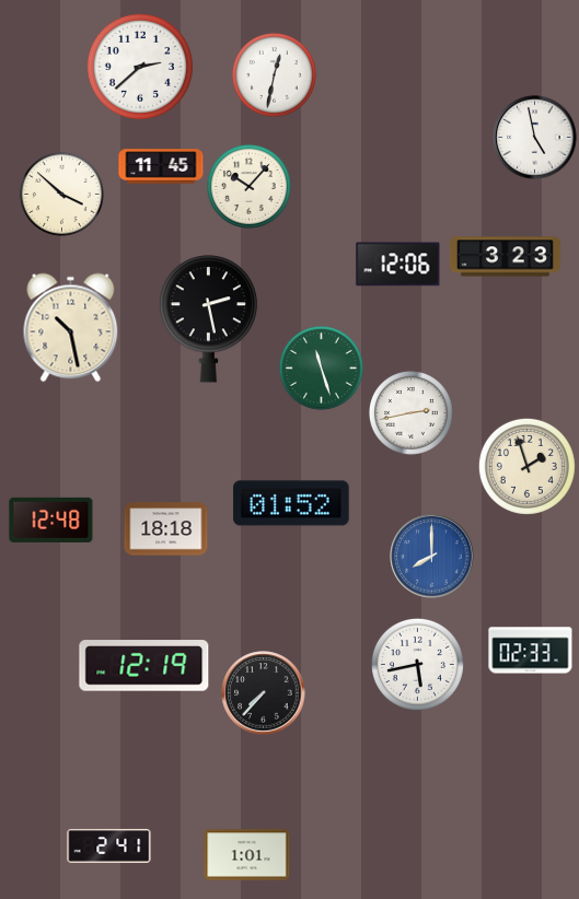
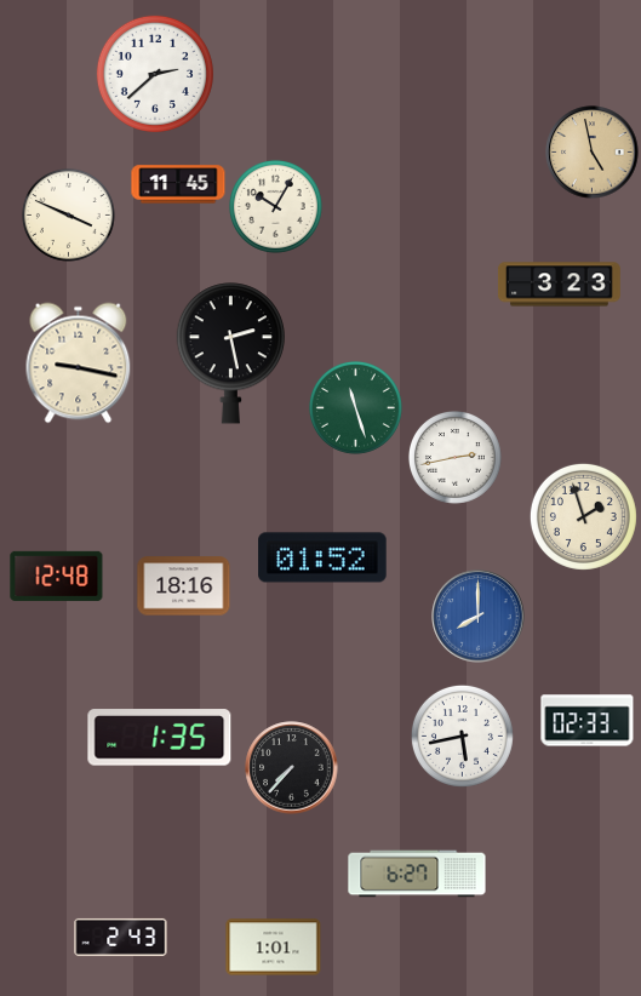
clock at (275, 75): 12:32 -> none
clock at (535, 138) dial: white -> champagne
clock at (250, 187): 10:07 -> 10:05
clock at (62, 195): 3:52 -> 3:49
clock at (398, 265): 12:06 -> none
clock at (71, 328): 10:28 -> 9:17
clock at (166, 529): 18:18 -> 18:16
clock at (144, 666): 12:19 -> 1:35
clock at (417, 874): none -> 6:27
clock at (109, 845): 2:41 -> 2:43
